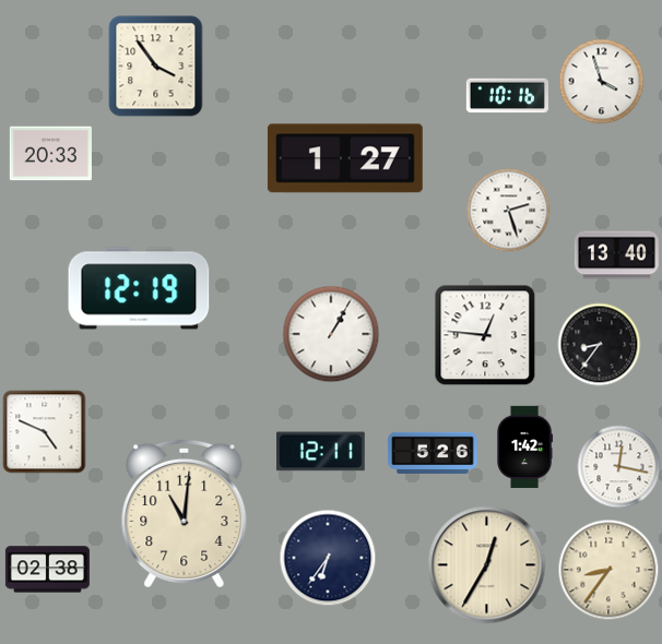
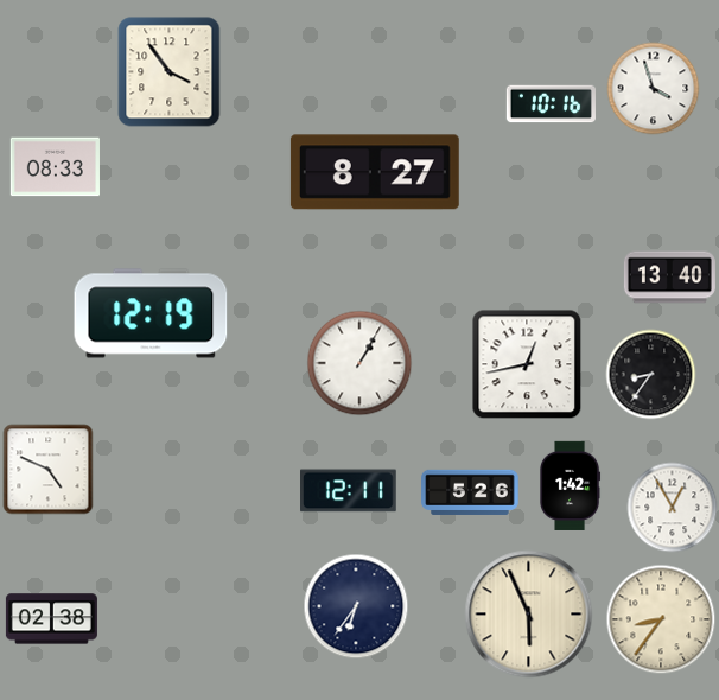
clock at (50, 154): 20:33 -> 08:33
clock at (345, 158): 1:27 -> 8:27
clock at (509, 211): 2:27 -> none
clock at (485, 335): 12:46 -> 12:43
clock at (619, 467): 12:17 -> 12:55
clock at (185, 513): 11:01 -> none
clock at (487, 565): 12:35 -> 5:56
